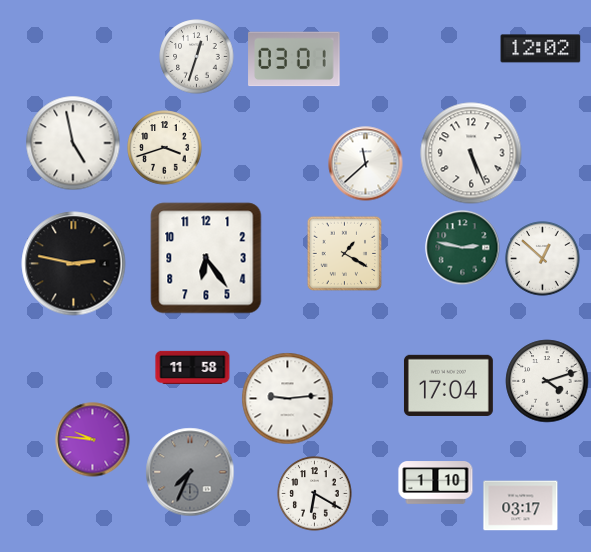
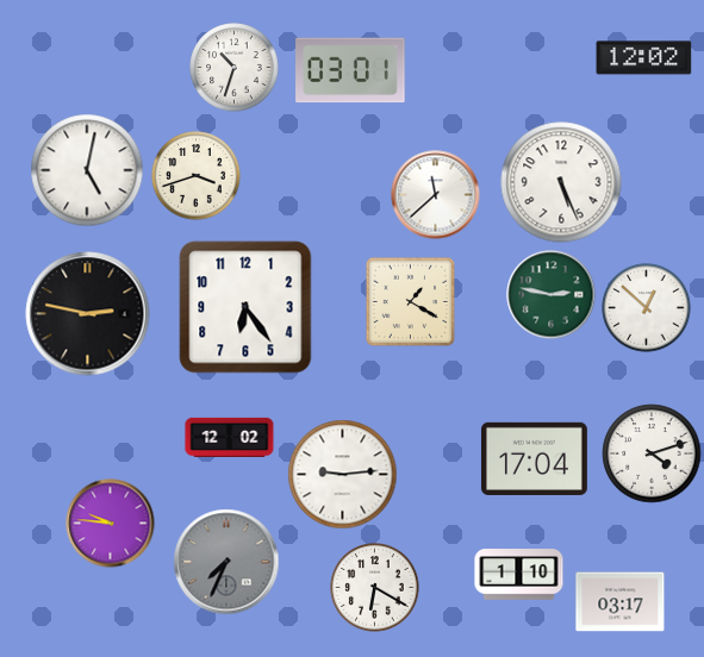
clock at (197, 57): 12:33 -> 10:33
clock at (73, 143): 4:58 -> 5:02
clock at (193, 367): 11:58 -> 12:02
